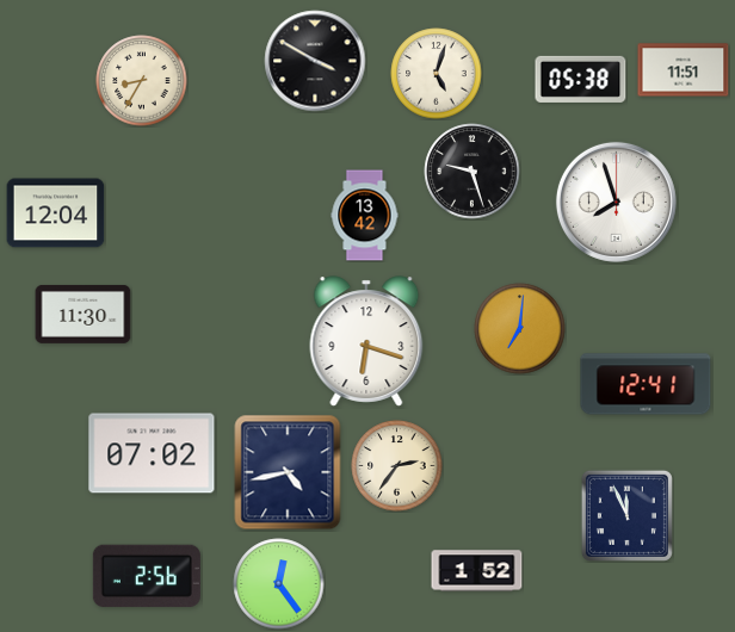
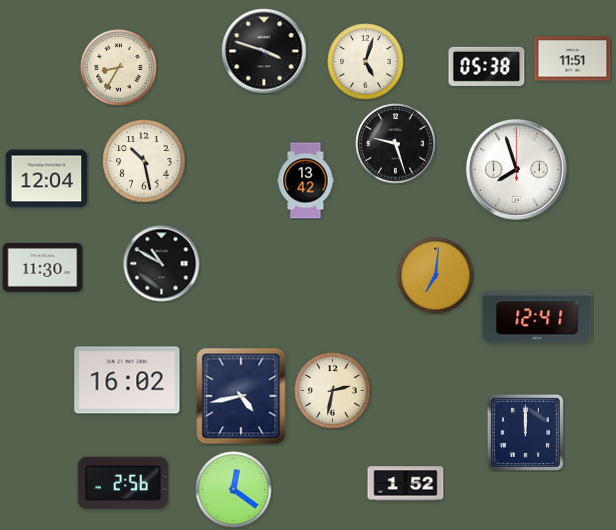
clock at (315, 61): 3:50 -> 3:48
clock at (144, 161): none -> 10:28
clock at (84, 314) position: (84, 314) -> (43, 267)
clock at (162, 264): none -> 10:50
clock at (366, 341): 6:18 -> none
clock at (646, 384) position: (646, 384) -> (537, 317)
clock at (152, 453): 07:02 -> 16:02
clock at (397, 466): 2:36 -> 2:32
clock at (626, 515): 11:56 -> 12:00
clock at (477, 571) position: (477, 571) -> (406, 484)
clock at (279, 584): 12:24 -> 12:21
